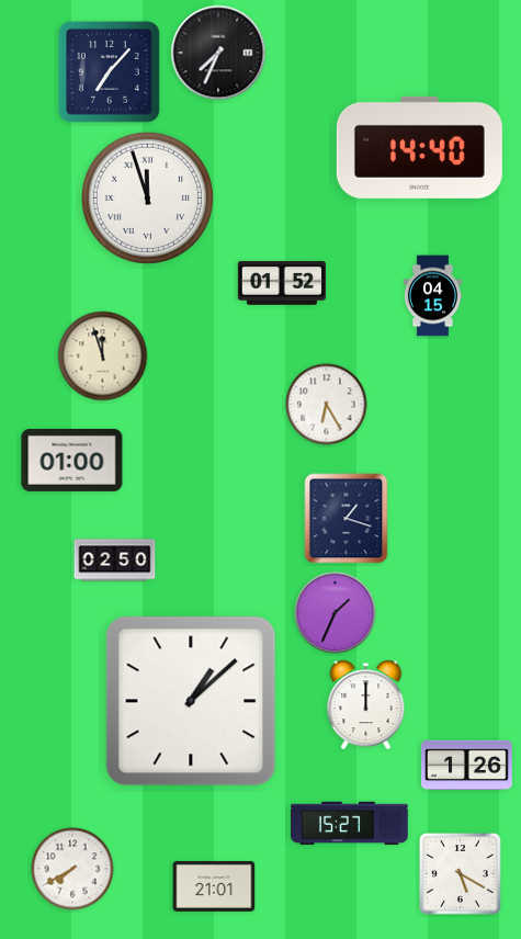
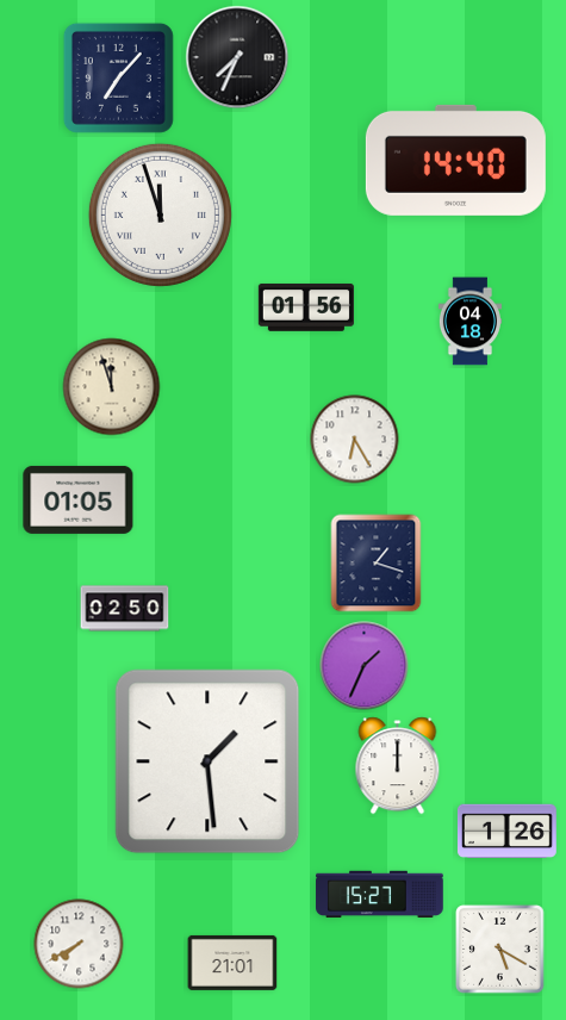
clock at (282, 283): 01:52 -> 01:56
clock at (432, 296): 04:15 -> 04:18
clock at (72, 460): 01:00 -> 01:05
clock at (191, 701): 1:08 -> 1:29
